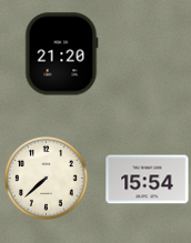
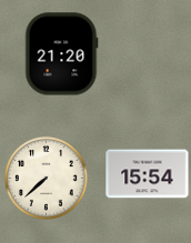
clock at (148, 180) position: (148, 180) -> (148, 174)
